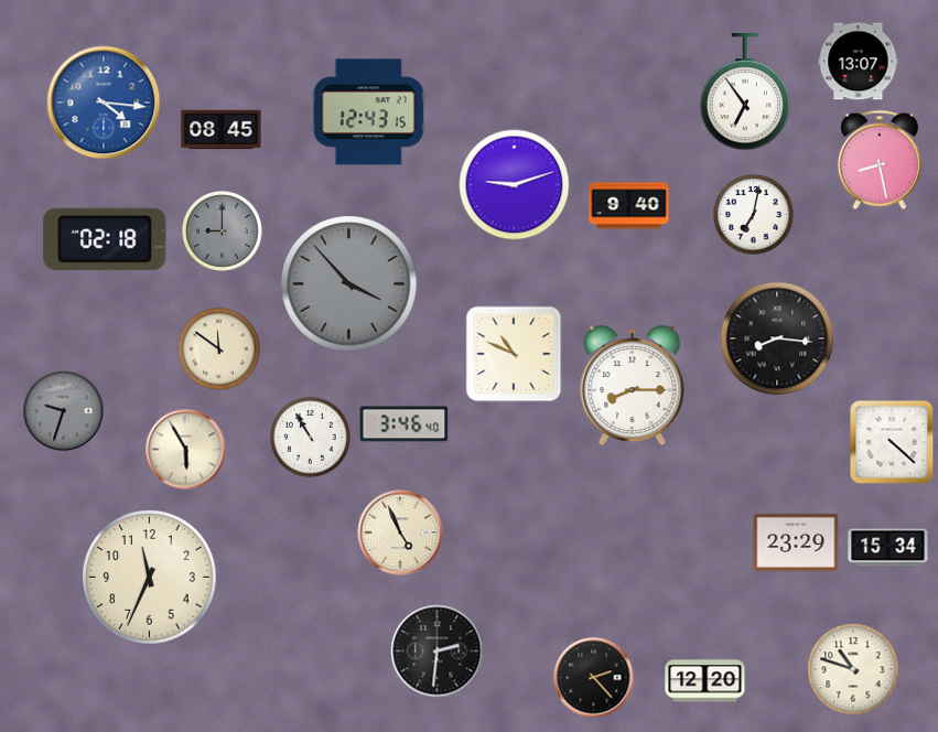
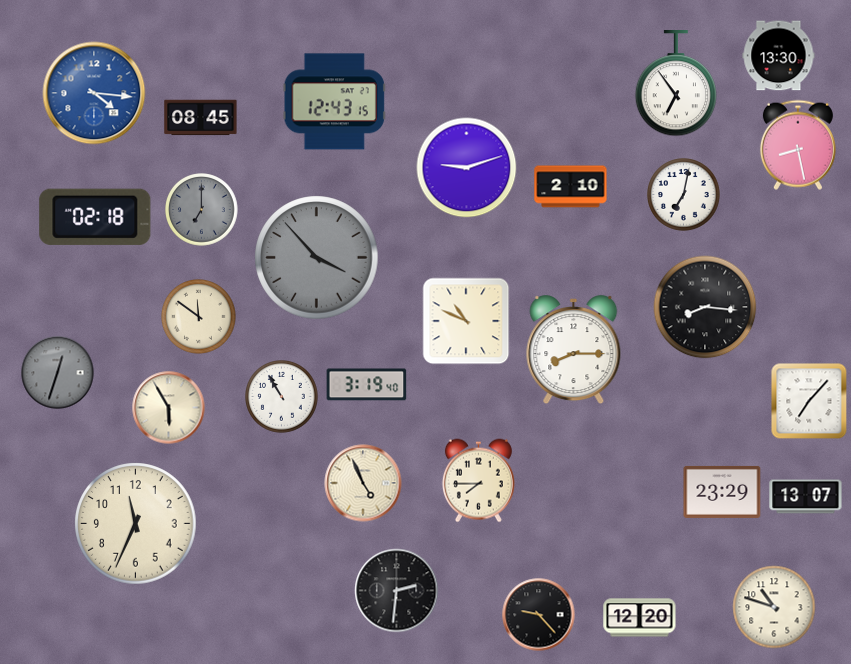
clock at (859, 62): 13:07 -> 13:30
clock at (629, 206): 9:40 -> 2:10
clock at (223, 232): 9:00 -> 7:00
clock at (64, 411): 9:33 -> 12:33
clock at (405, 424): 3:46 -> 3:19
clock at (892, 442): 4:22 -> 7:07
clock at (478, 481): none -> 7:45
clock at (888, 548): 15:34 -> 13:07
clock at (594, 678): 2:23 -> 9:23
